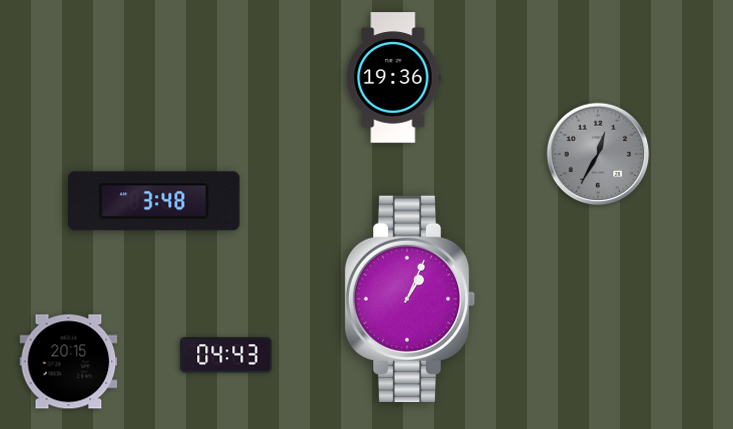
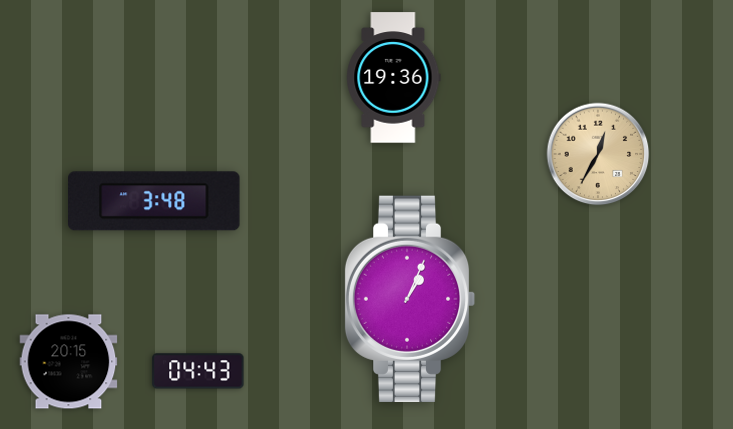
clock at (598, 154) dial: grey -> champagne
clock at (226, 355) position: (226, 355) -> (198, 371)
